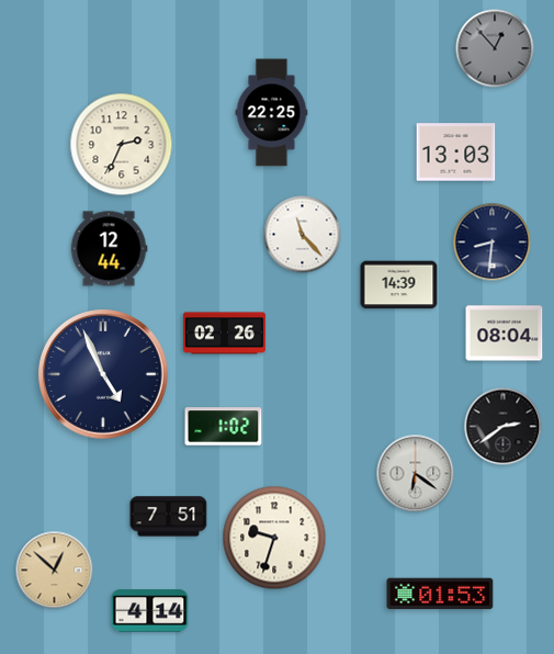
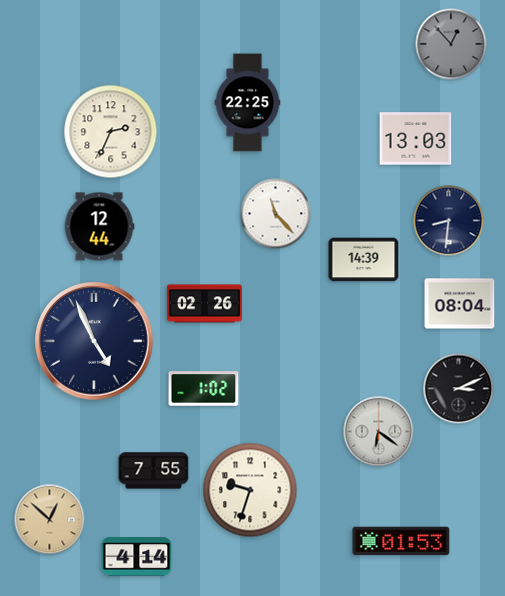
clock at (504, 427): 2:39 -> 3:11
clock at (169, 517): 7:51 -> 7:55
